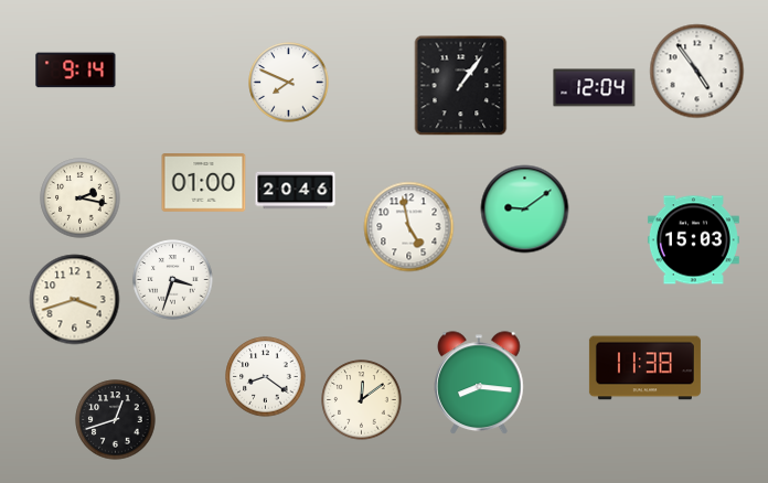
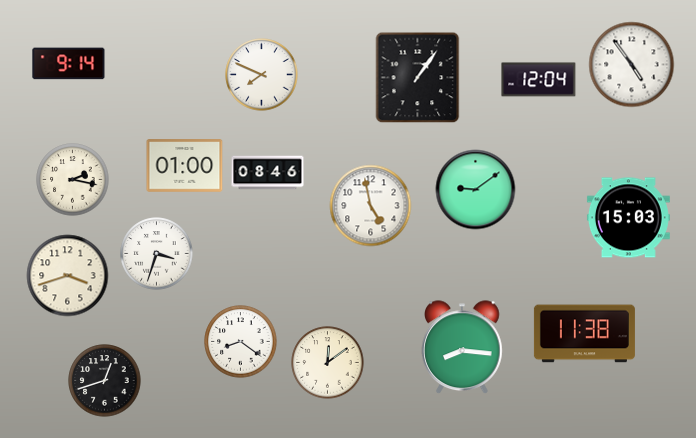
clock at (296, 191): 20:46 -> 08:46
clock at (75, 300) position: (75, 300) -> (68, 276)
clock at (479, 384) position: (479, 384) -> (462, 348)
